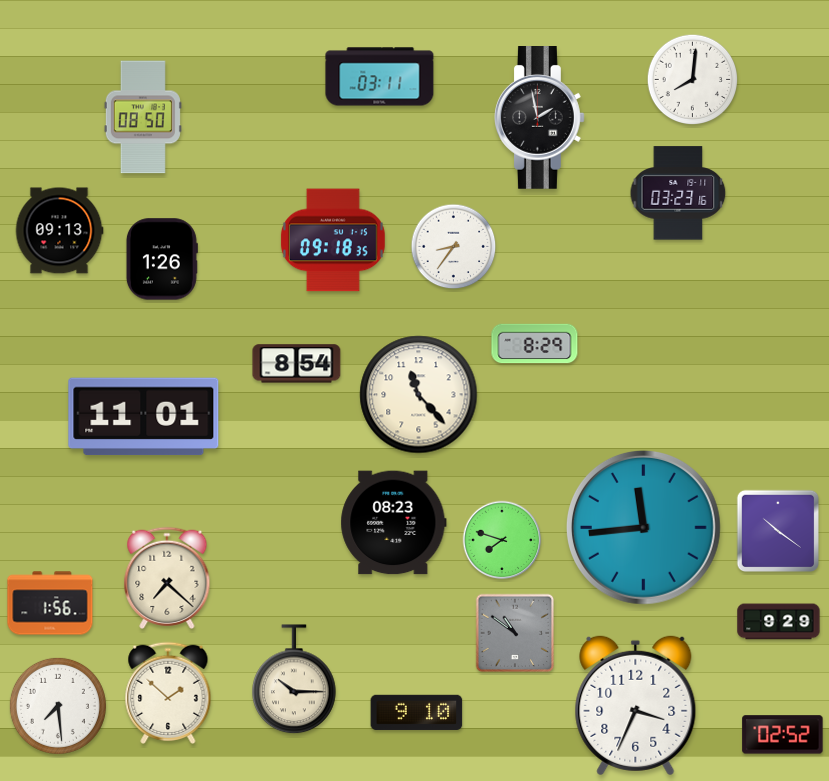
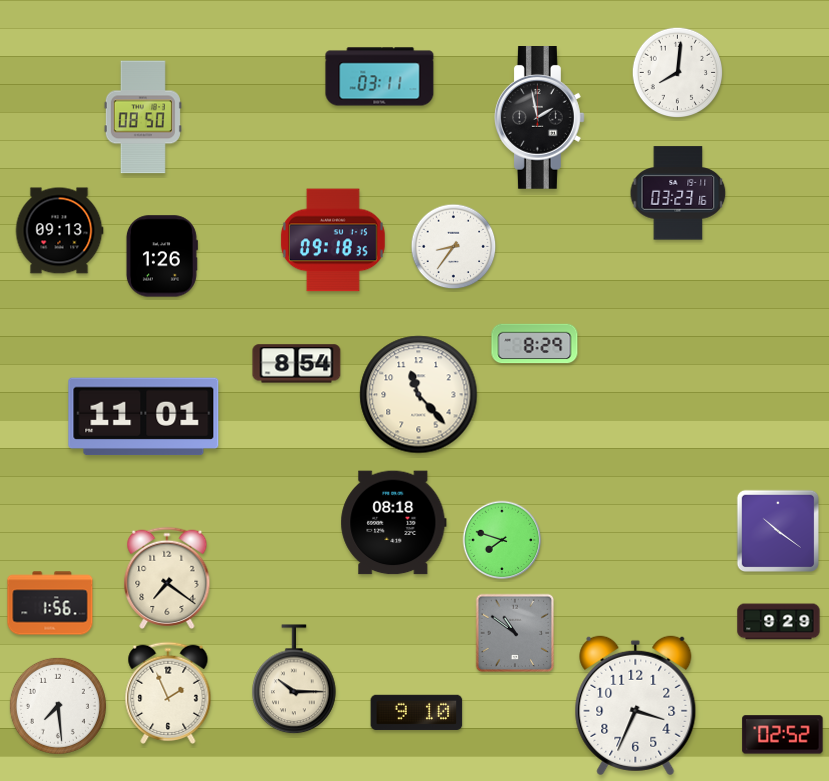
clock at (693, 80) position: (693, 80) -> (678, 73)
clock at (161, 259) position: (161, 259) -> (161, 256)
clock at (394, 523): 08:23 -> 08:18
clock at (643, 527): 11:44 -> none
clock at (167, 577): 7:22 -> 7:21
clock at (168, 692): 1:52 -> 1:56
